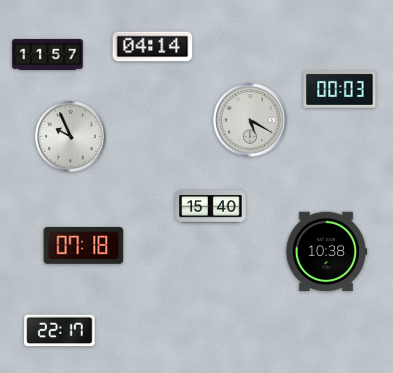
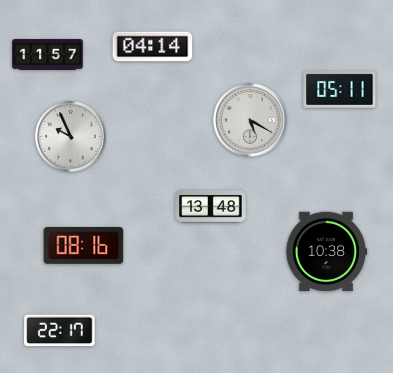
clock at (340, 90): 00:03 -> 05:11
clock at (211, 207): 15:40 -> 13:48
clock at (84, 246): 07:18 -> 08:16
